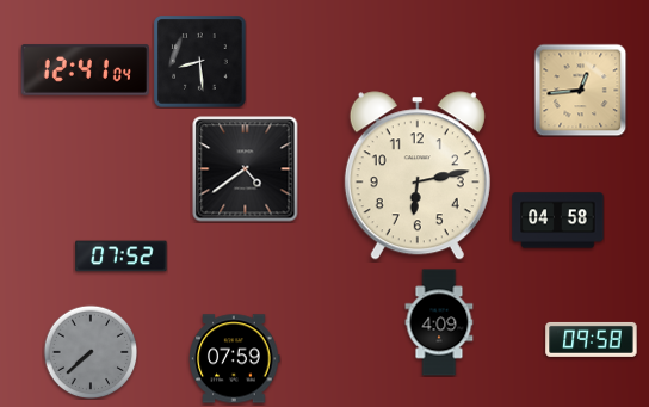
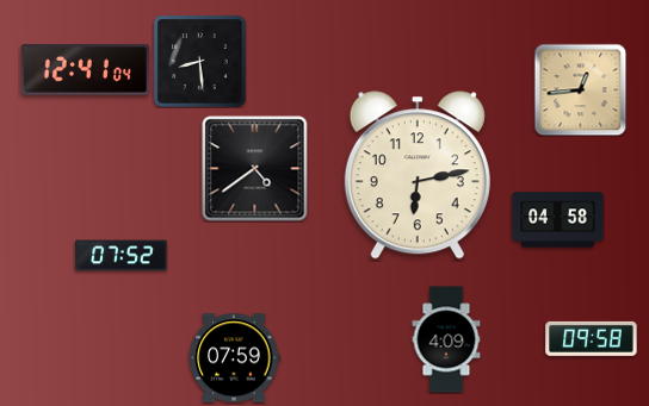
clock at (246, 169) position: (246, 169) -> (255, 169)
clock at (439, 322) position: (439, 322) -> (446, 339)
clock at (91, 352): 7:38 -> none
